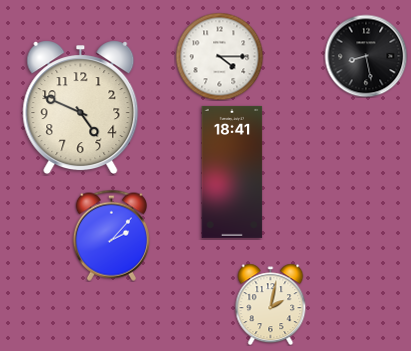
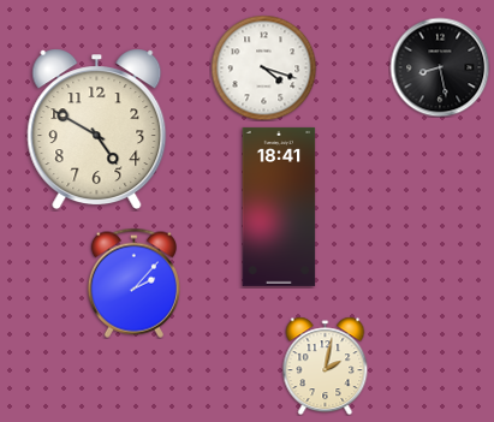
clock at (219, 56): 4:15 -> 4:18
clock at (81, 108): 4:49 -> 4:50
